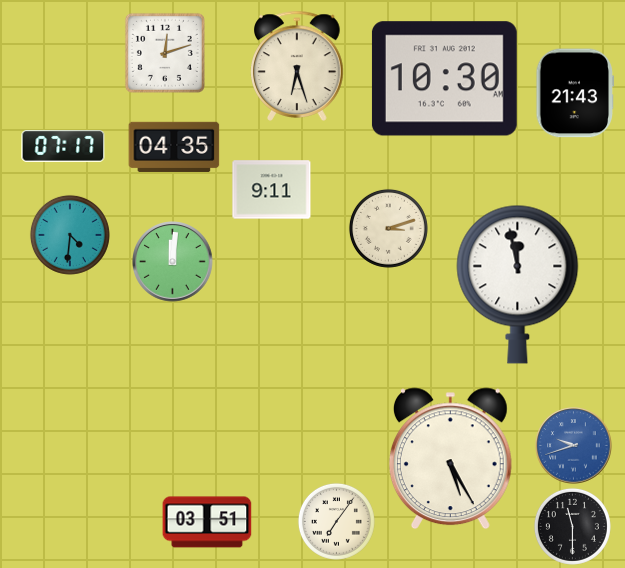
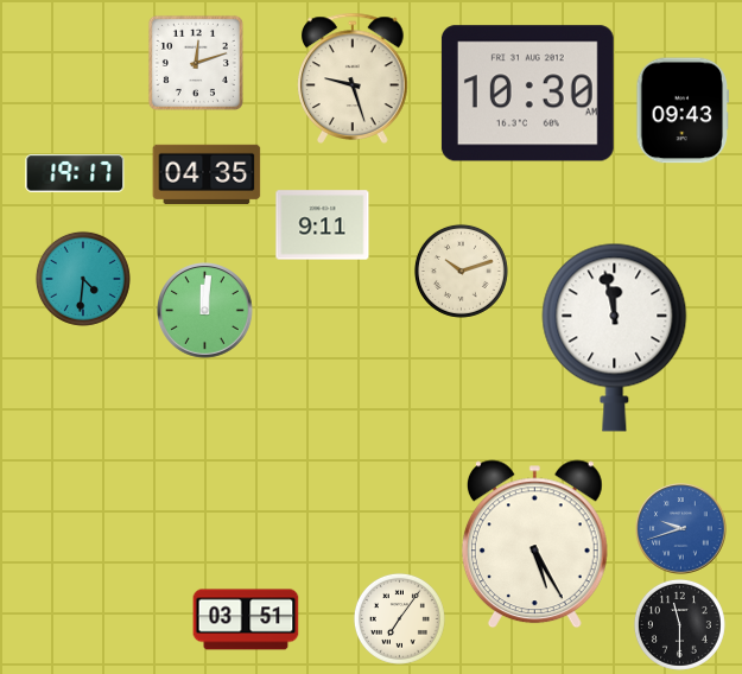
clock at (297, 66): 6:27 -> 9:27
clock at (575, 93): 21:43 -> 09:43
clock at (63, 146): 07:17 -> 19:17
clock at (388, 228): 3:12 -> 10:12
